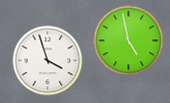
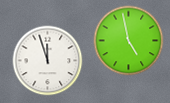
clock at (48, 61): 3:57 -> 11:57
